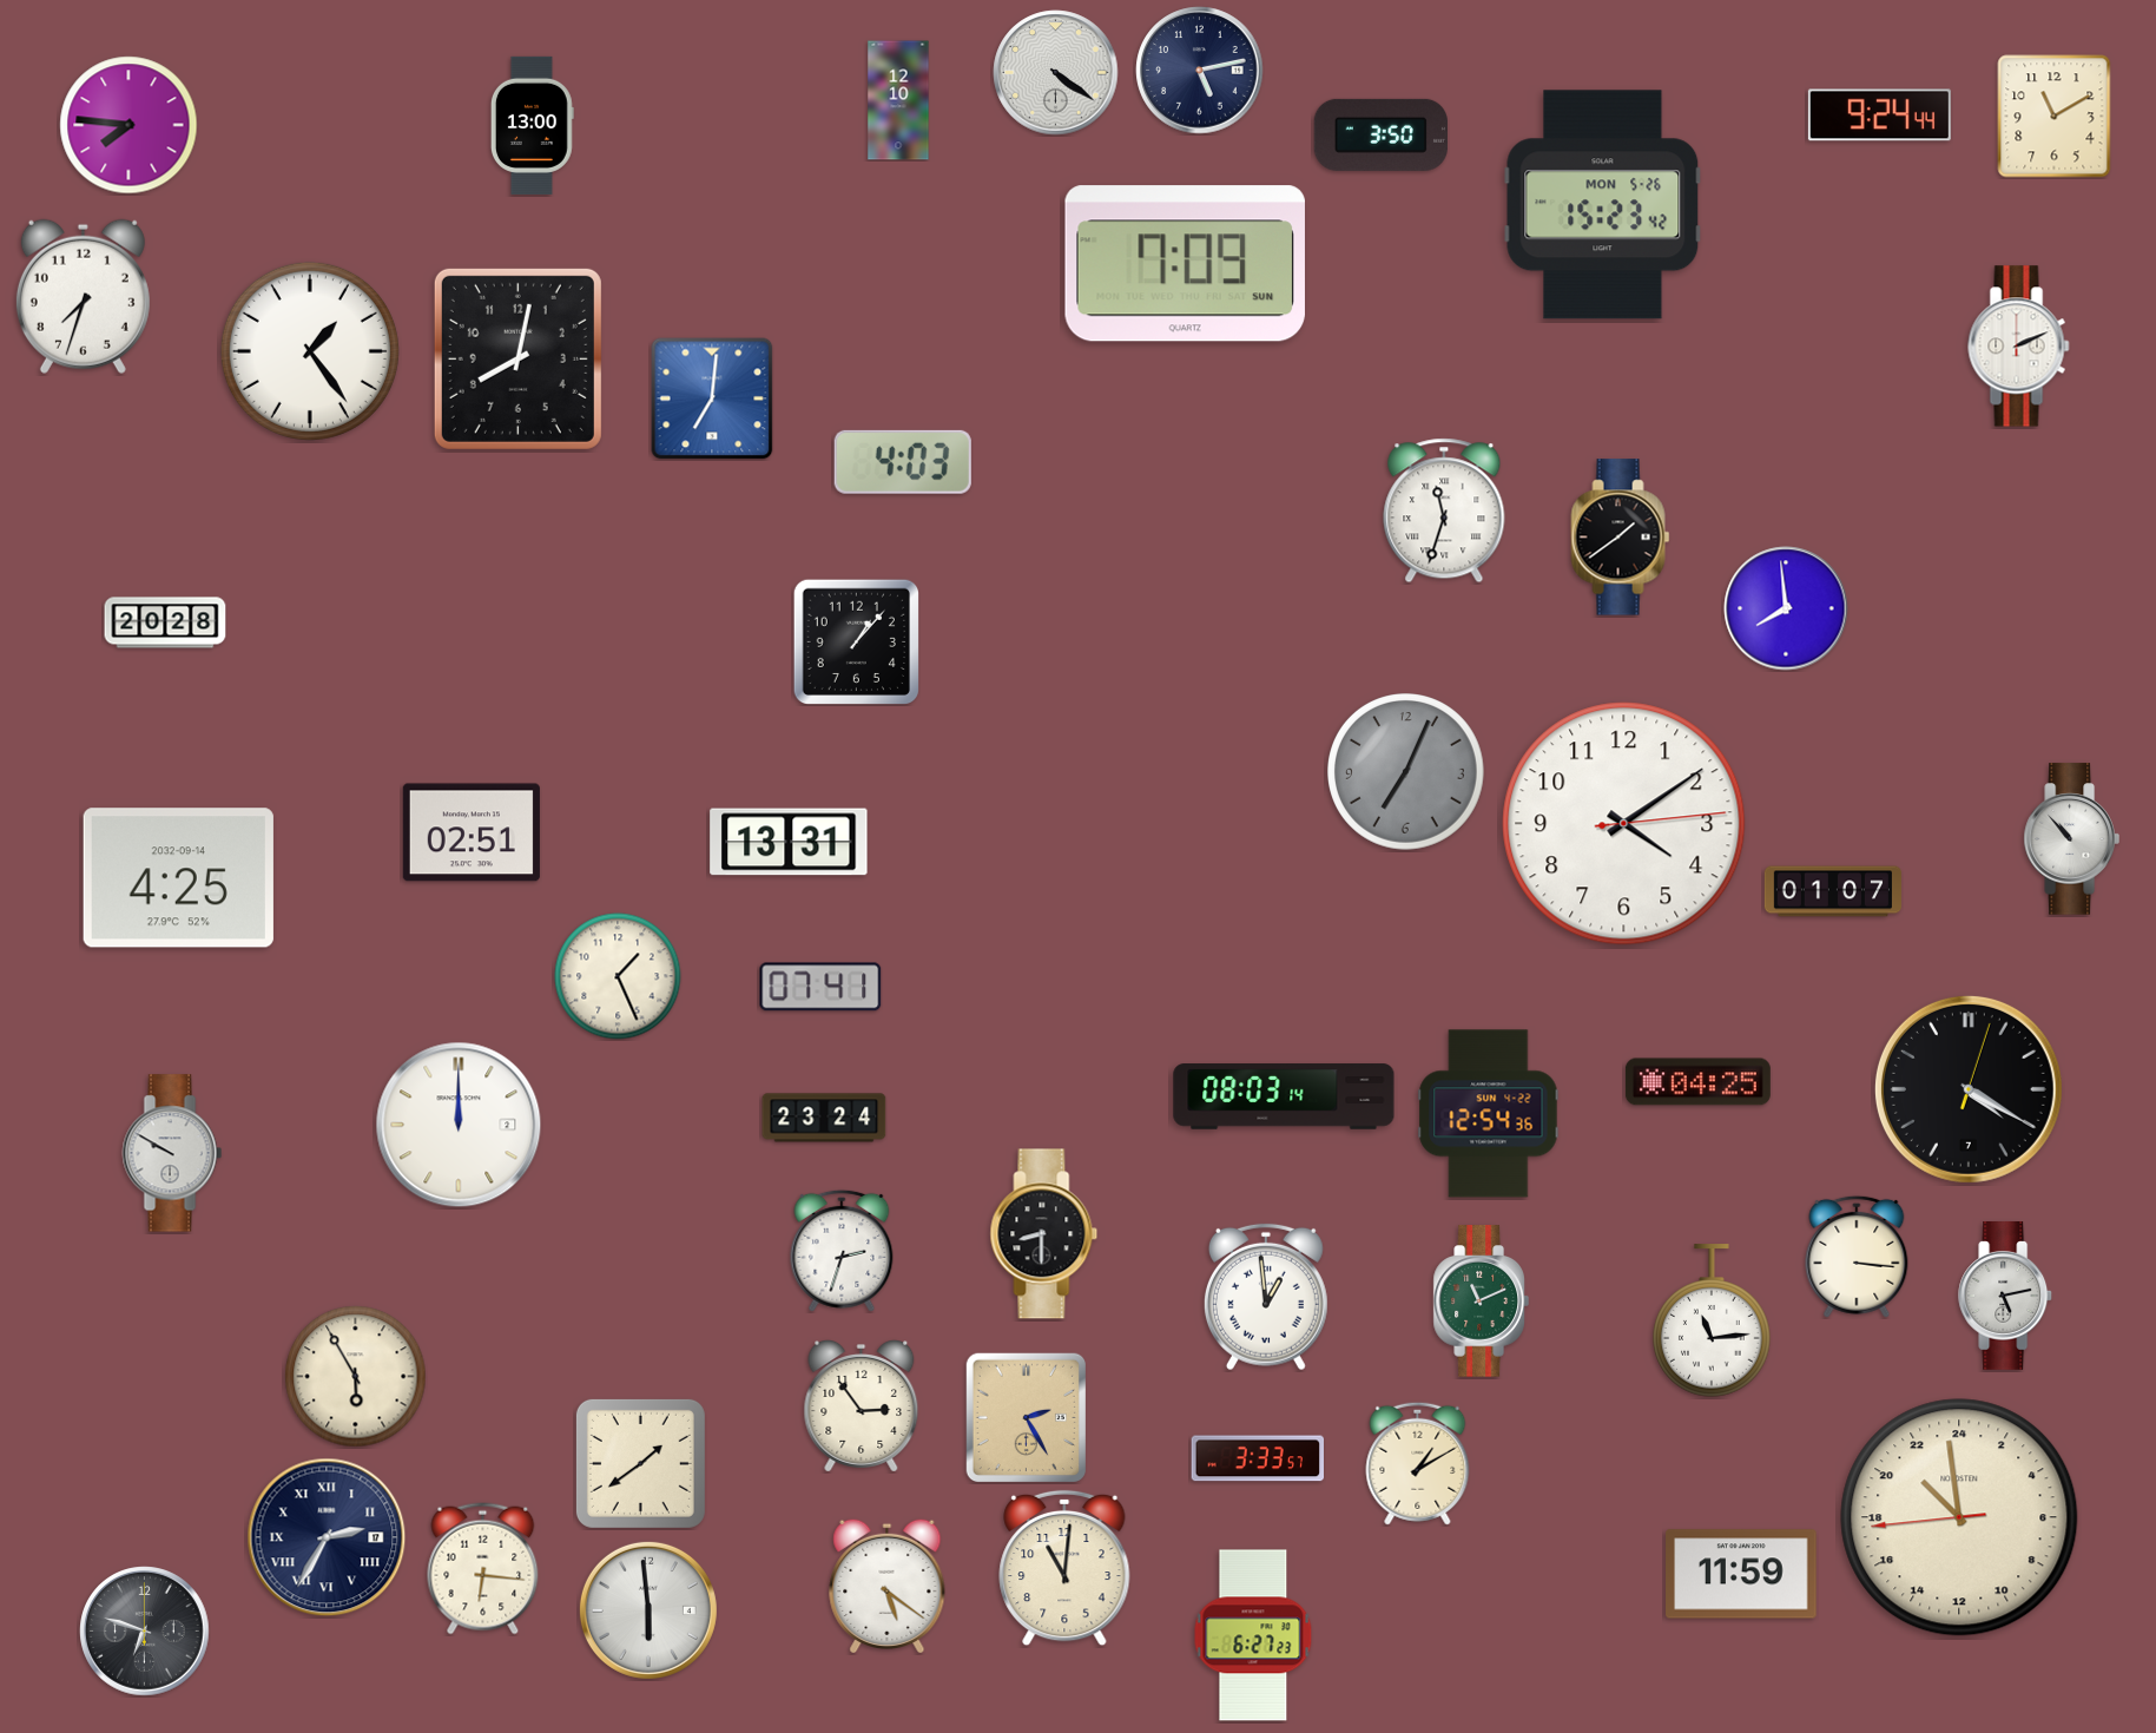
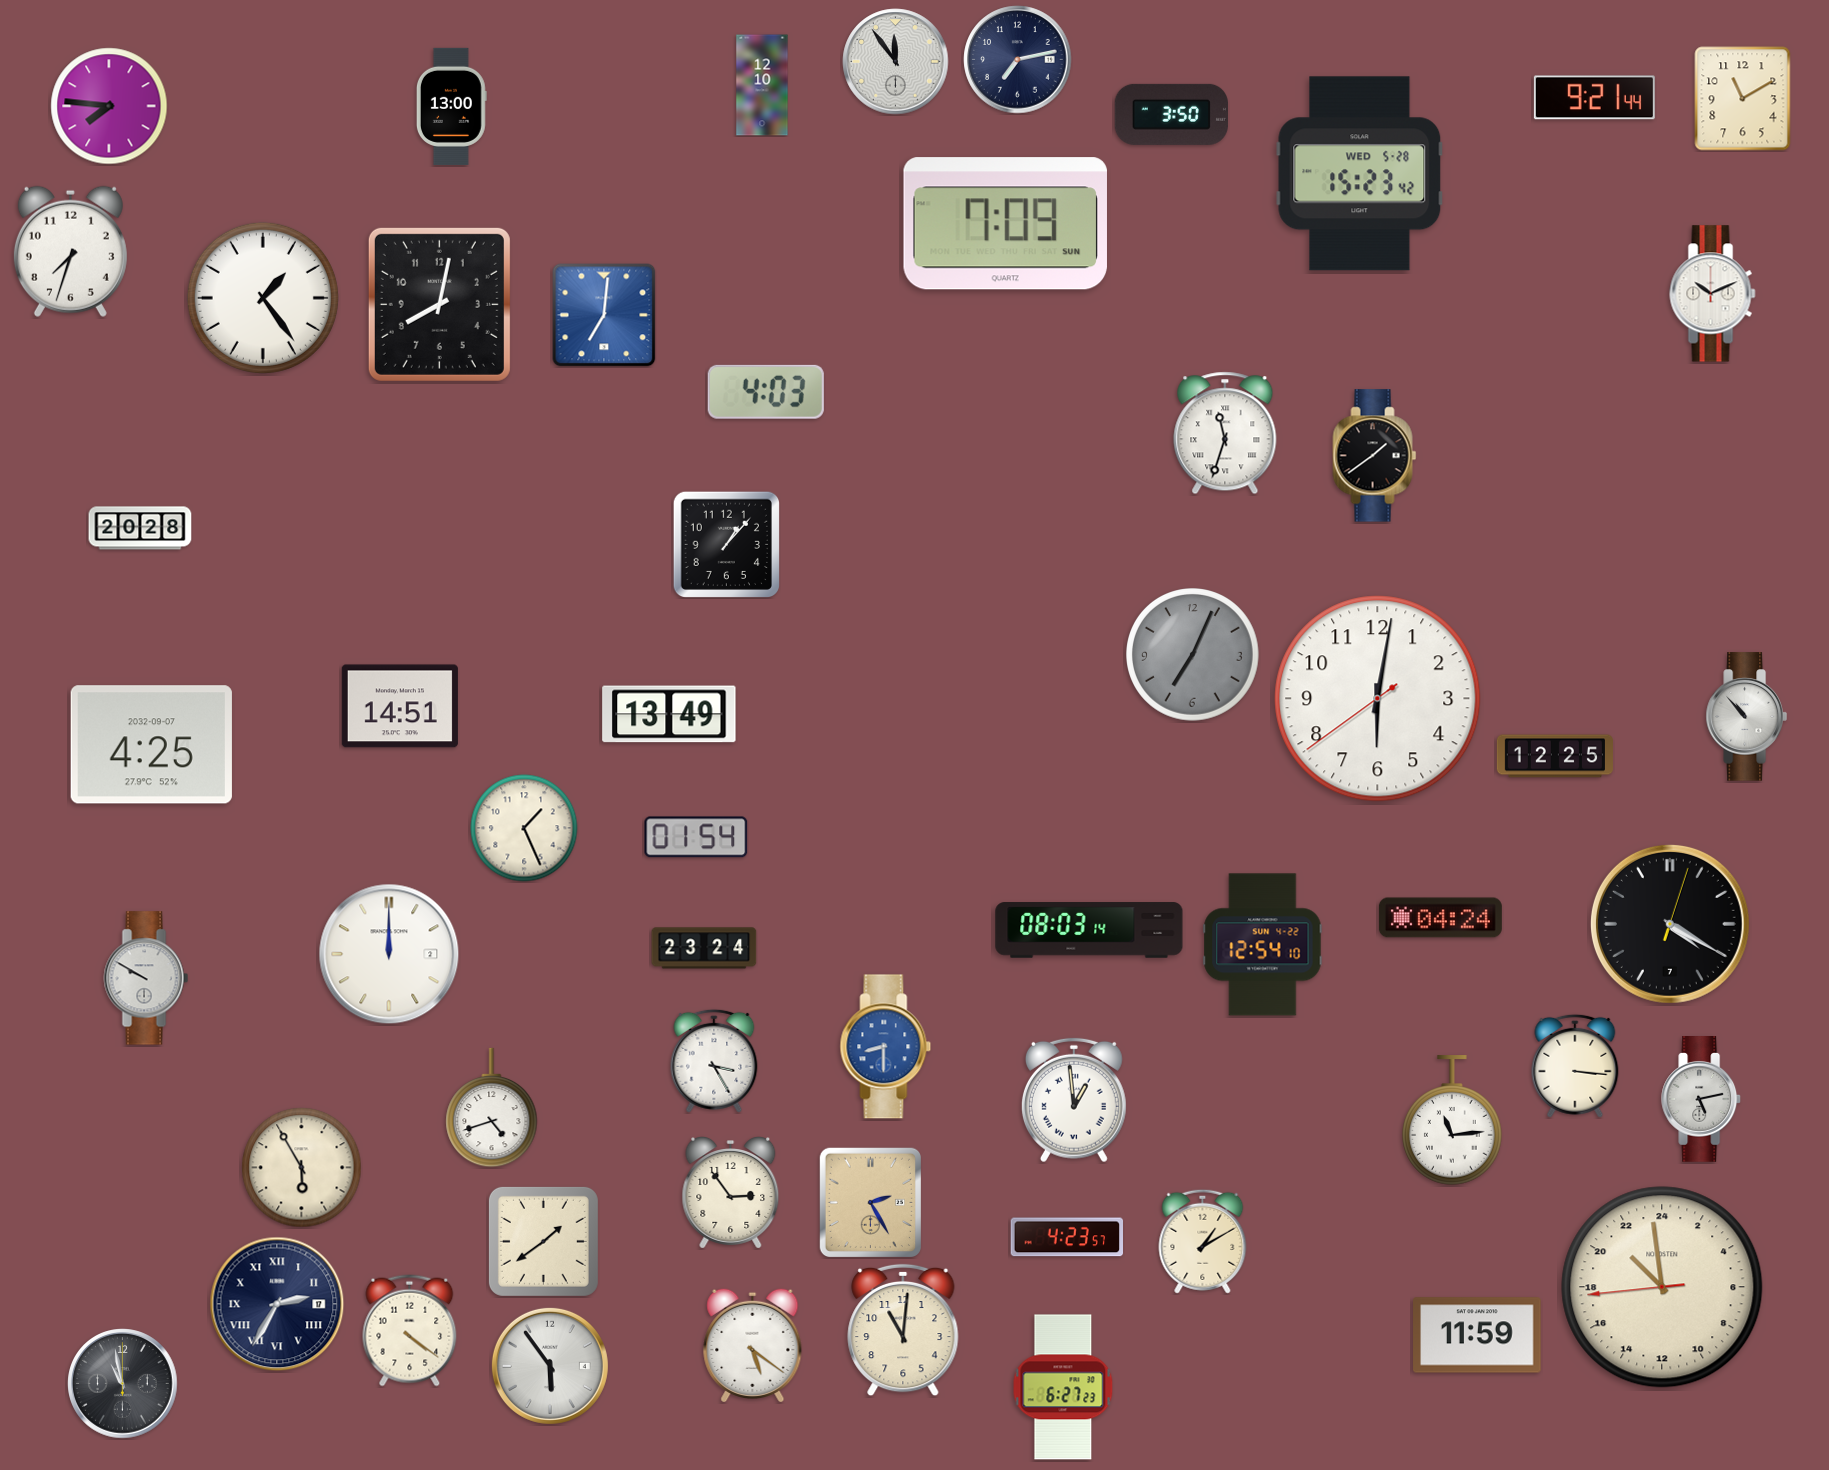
clock at (1200, 71): 5:13 -> 7:13
clock at (1056, 73): 4:21 -> 11:54
clock at (1879, 116): 9:24 -> 9:21
clock at (1603, 205) date: MON 5-26 -> WED 5-28
clock at (2019, 347): 2:11 -> 10:11
clock at (712, 398) position: (712, 398) -> (604, 315)
clock at (1786, 608): 7:59 -> none
clock at (1624, 824): 4:09 -> 6:01
clock at (472, 832): 02:51 -> 14:51
clock at (2071, 839) position: (2071, 839) -> (1746, 717)
clock at (789, 842): 13:31 -> 13:49
clock at (178, 878) date: 2032-09-14 -> 2032-09-07
clock at (1833, 891): 01:07 -> 12:25
clock at (820, 987): 07:41 -> 01:54
clock at (1697, 1082): 04:25 -> 04:24
clock at (1489, 1114): 12:54:36 -> 12:54:10
clock at (824, 1118) position: (824, 1118) -> (704, 948)
clock at (1044, 1234) dial: black -> blue
clock at (842, 1251): 2:33 -> 3:25
clock at (1481, 1302): 11:11 -> none
clock at (492, 1108): none -> 4:42
clock at (1257, 1458): 3:33 -> 4:23
clock at (483, 1569): 6:16 -> 4:21
clock at (648, 1610): 5:59 -> 5:54
clock at (145, 1632): 6:48 -> 10:58
